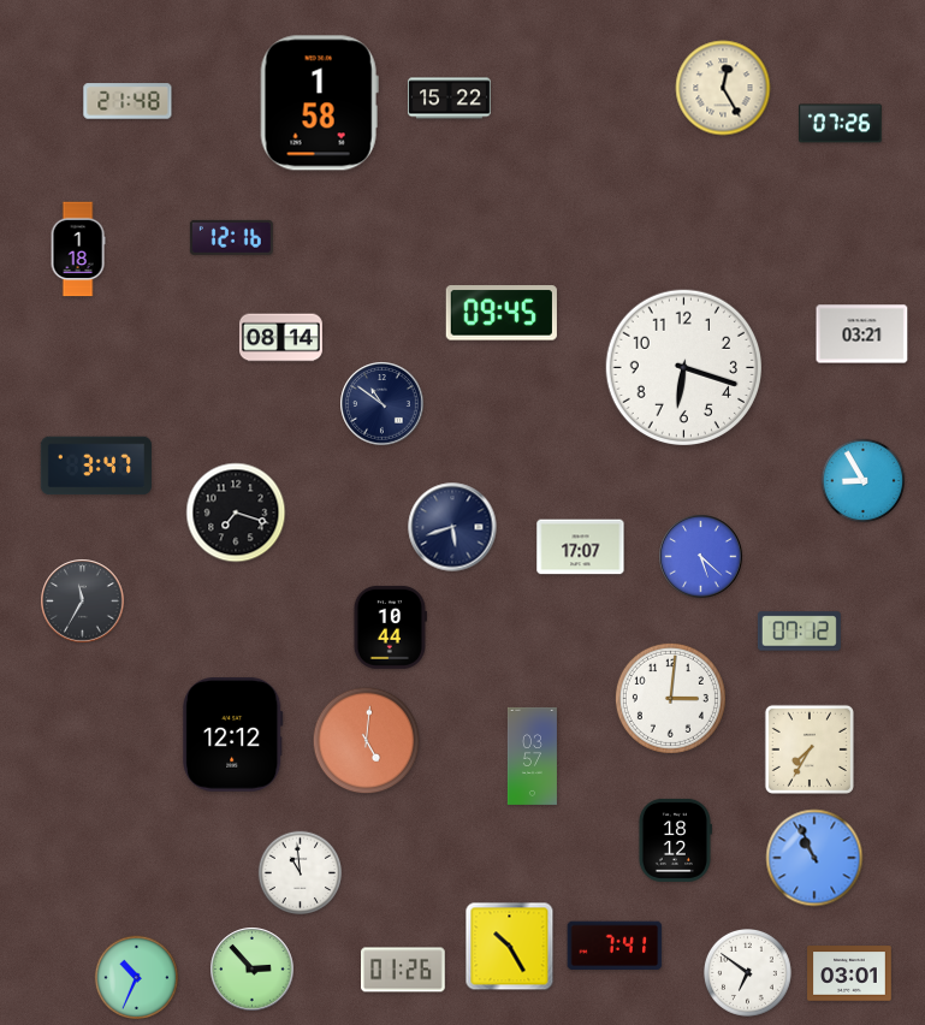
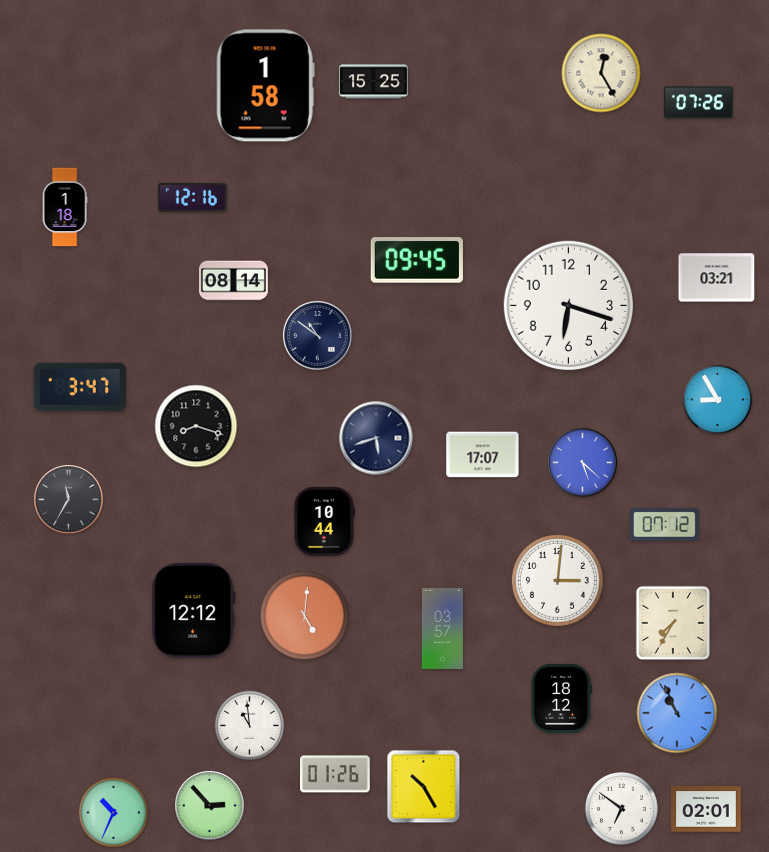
clock at (449, 99): 15:22 -> 15:25
clock at (128, 101): 21:48 -> none
clock at (236, 512): 7:18 -> 8:18
clock at (615, 946): 7:41 -> none
clock at (404, 970) position: (404, 970) -> (336, 774)
clock at (849, 973): 03:01 -> 02:01
